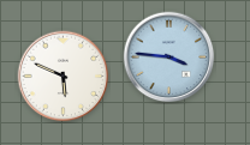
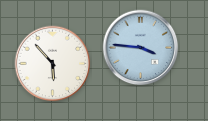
clock at (64, 77): 5:49 -> 5:53
